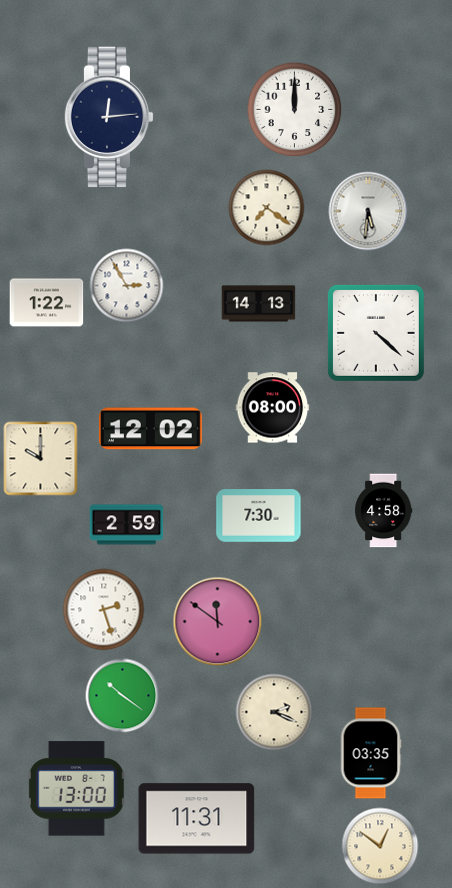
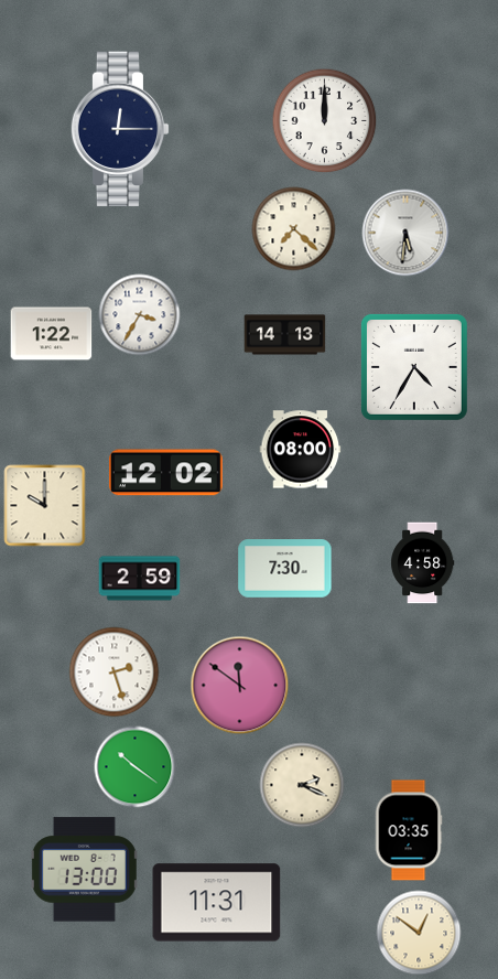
clock at (109, 117): 12:14 -> 12:15
clock at (267, 208): 7:21 -> 7:22
clock at (127, 286): 2:55 -> 3:35
clock at (376, 333): 4:22 -> 4:35
